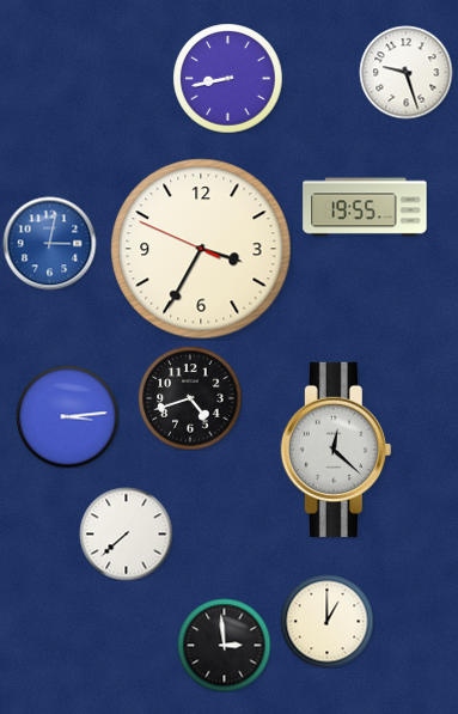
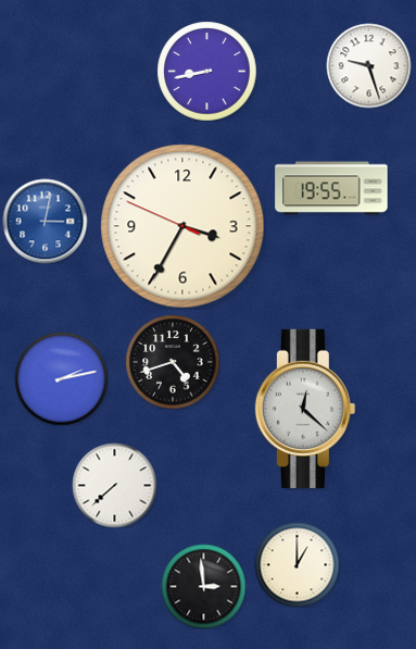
clock at (67, 416): 3:14 -> 2:13
